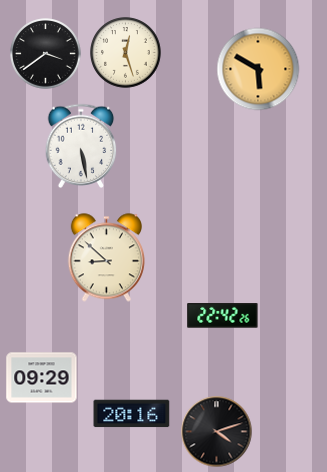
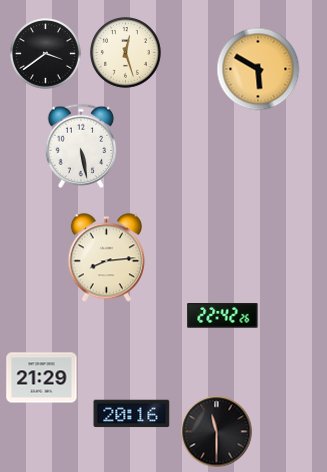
clock at (106, 258): 8:52 -> 8:14
clock at (42, 378): 09:29 -> 21:29
clock at (217, 432): 4:12 -> 11:30
